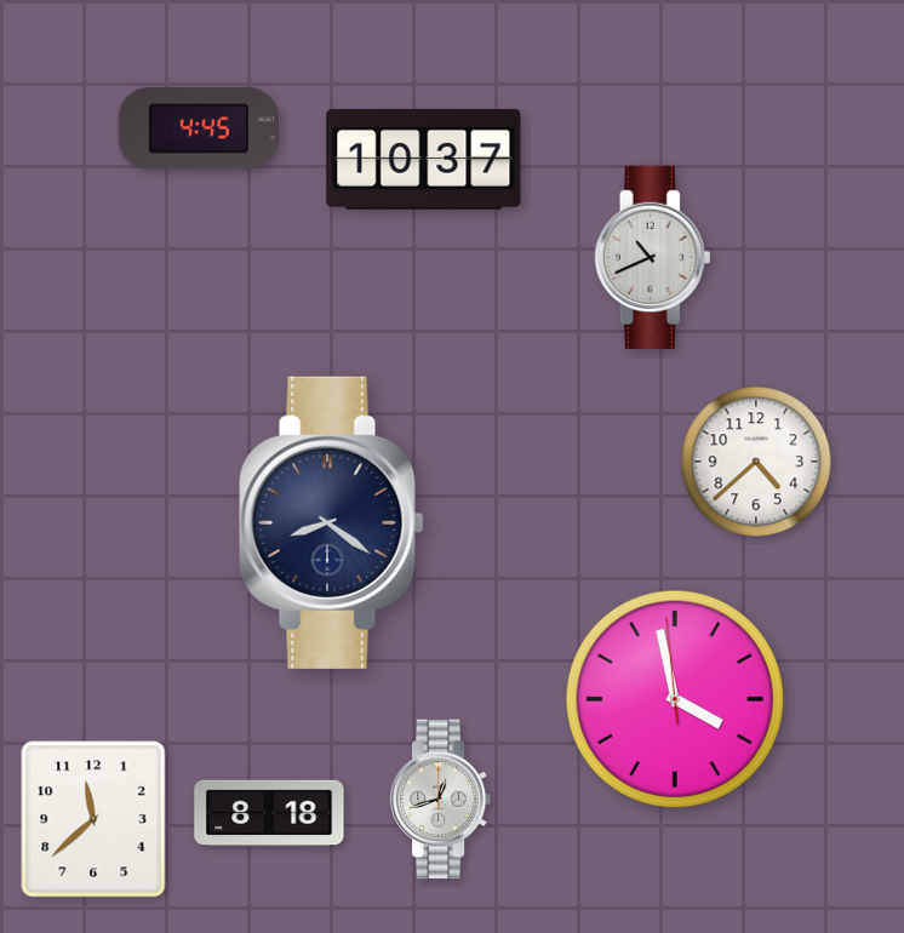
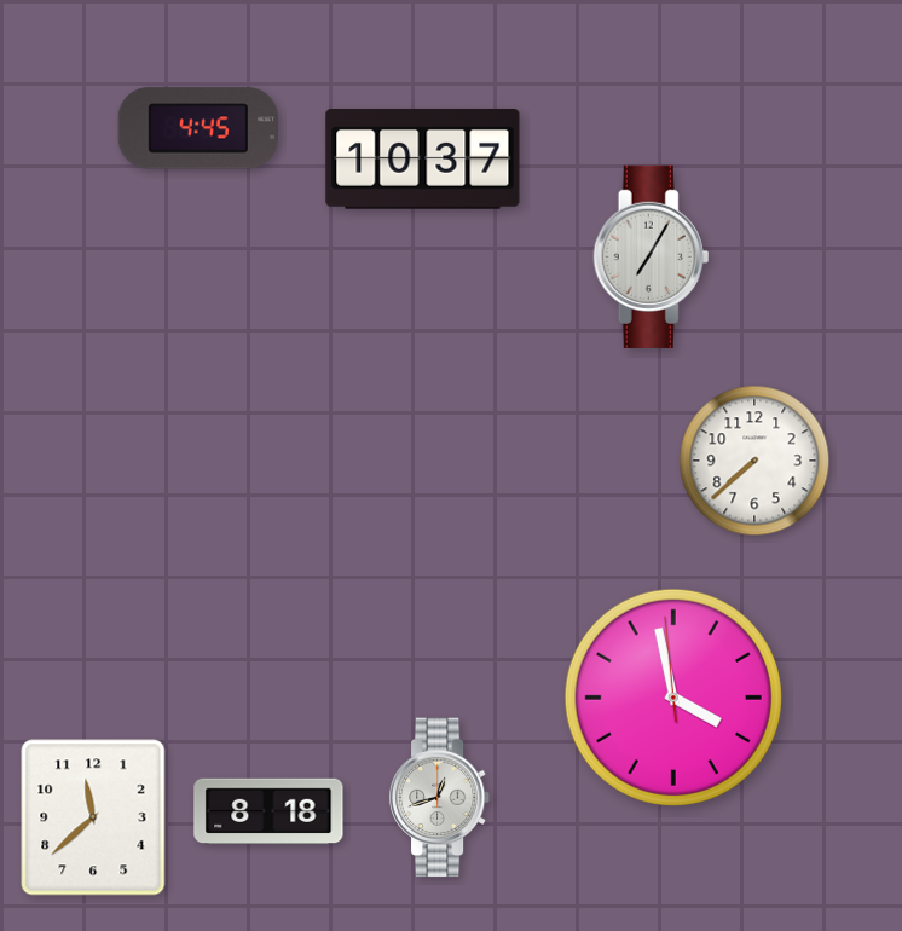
clock at (653, 257): 10:41 -> 7:05
clock at (756, 462): 4:38 -> 7:38
clock at (332, 522): 8:21 -> none
